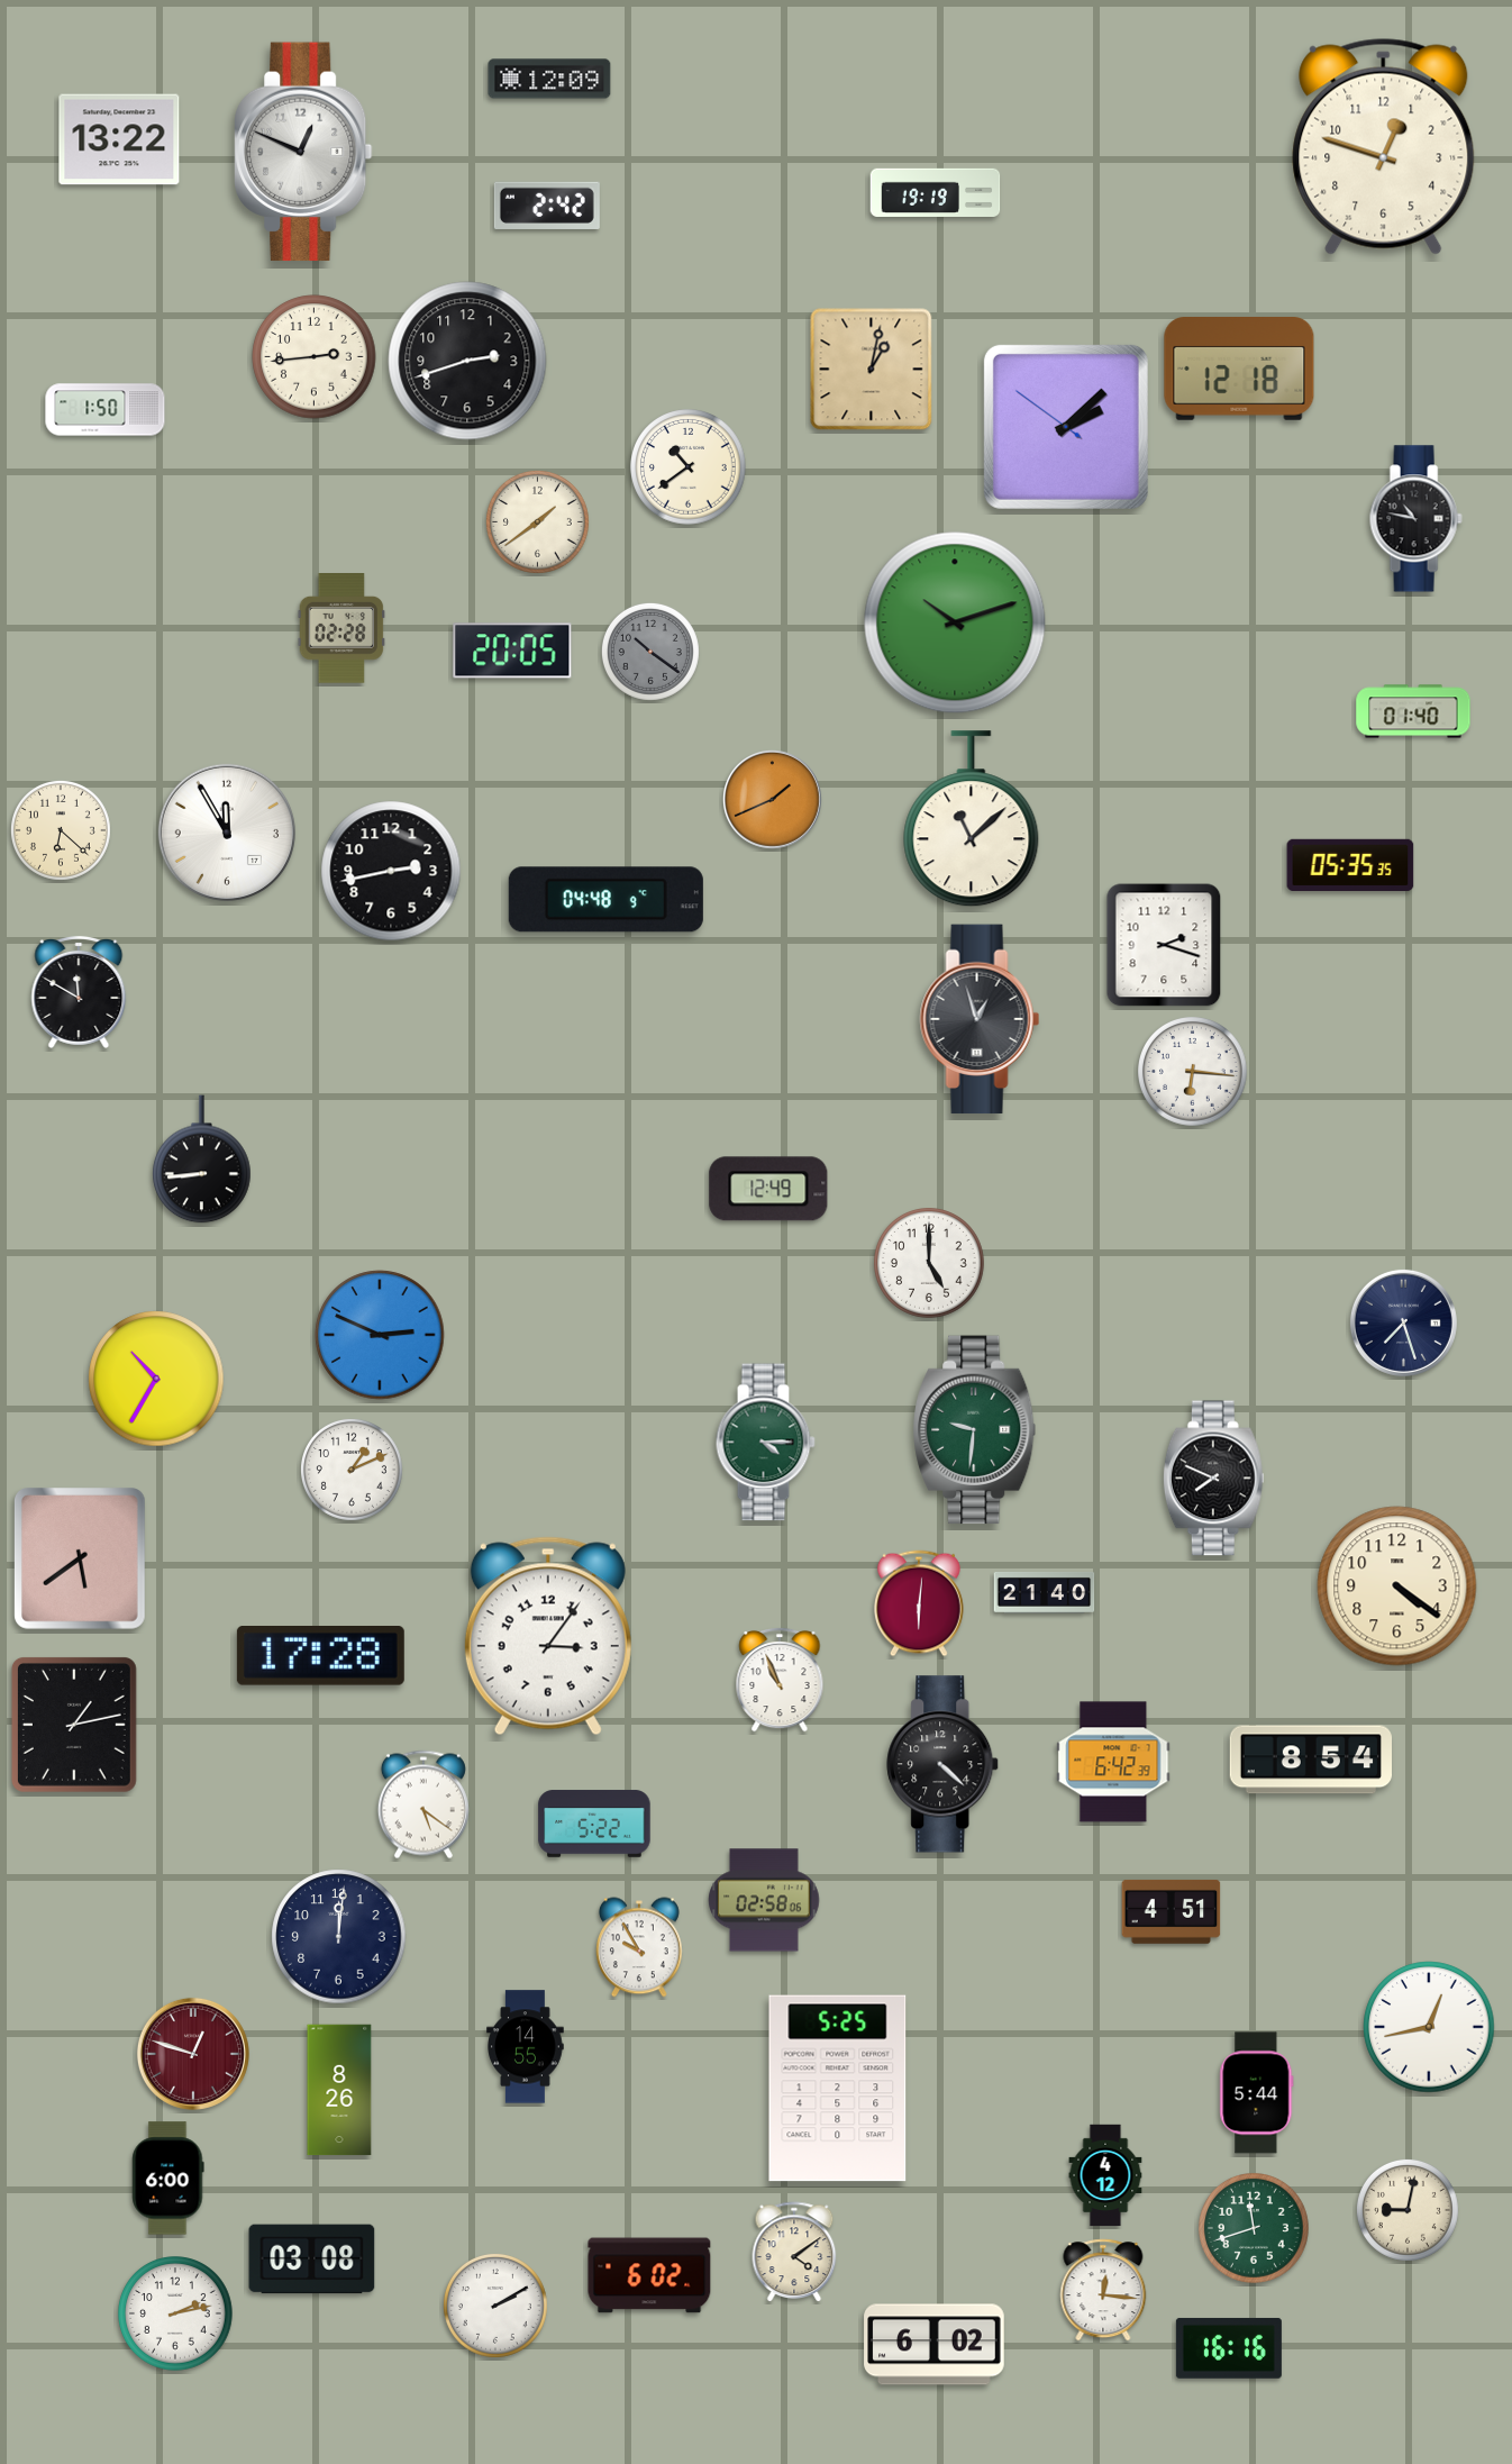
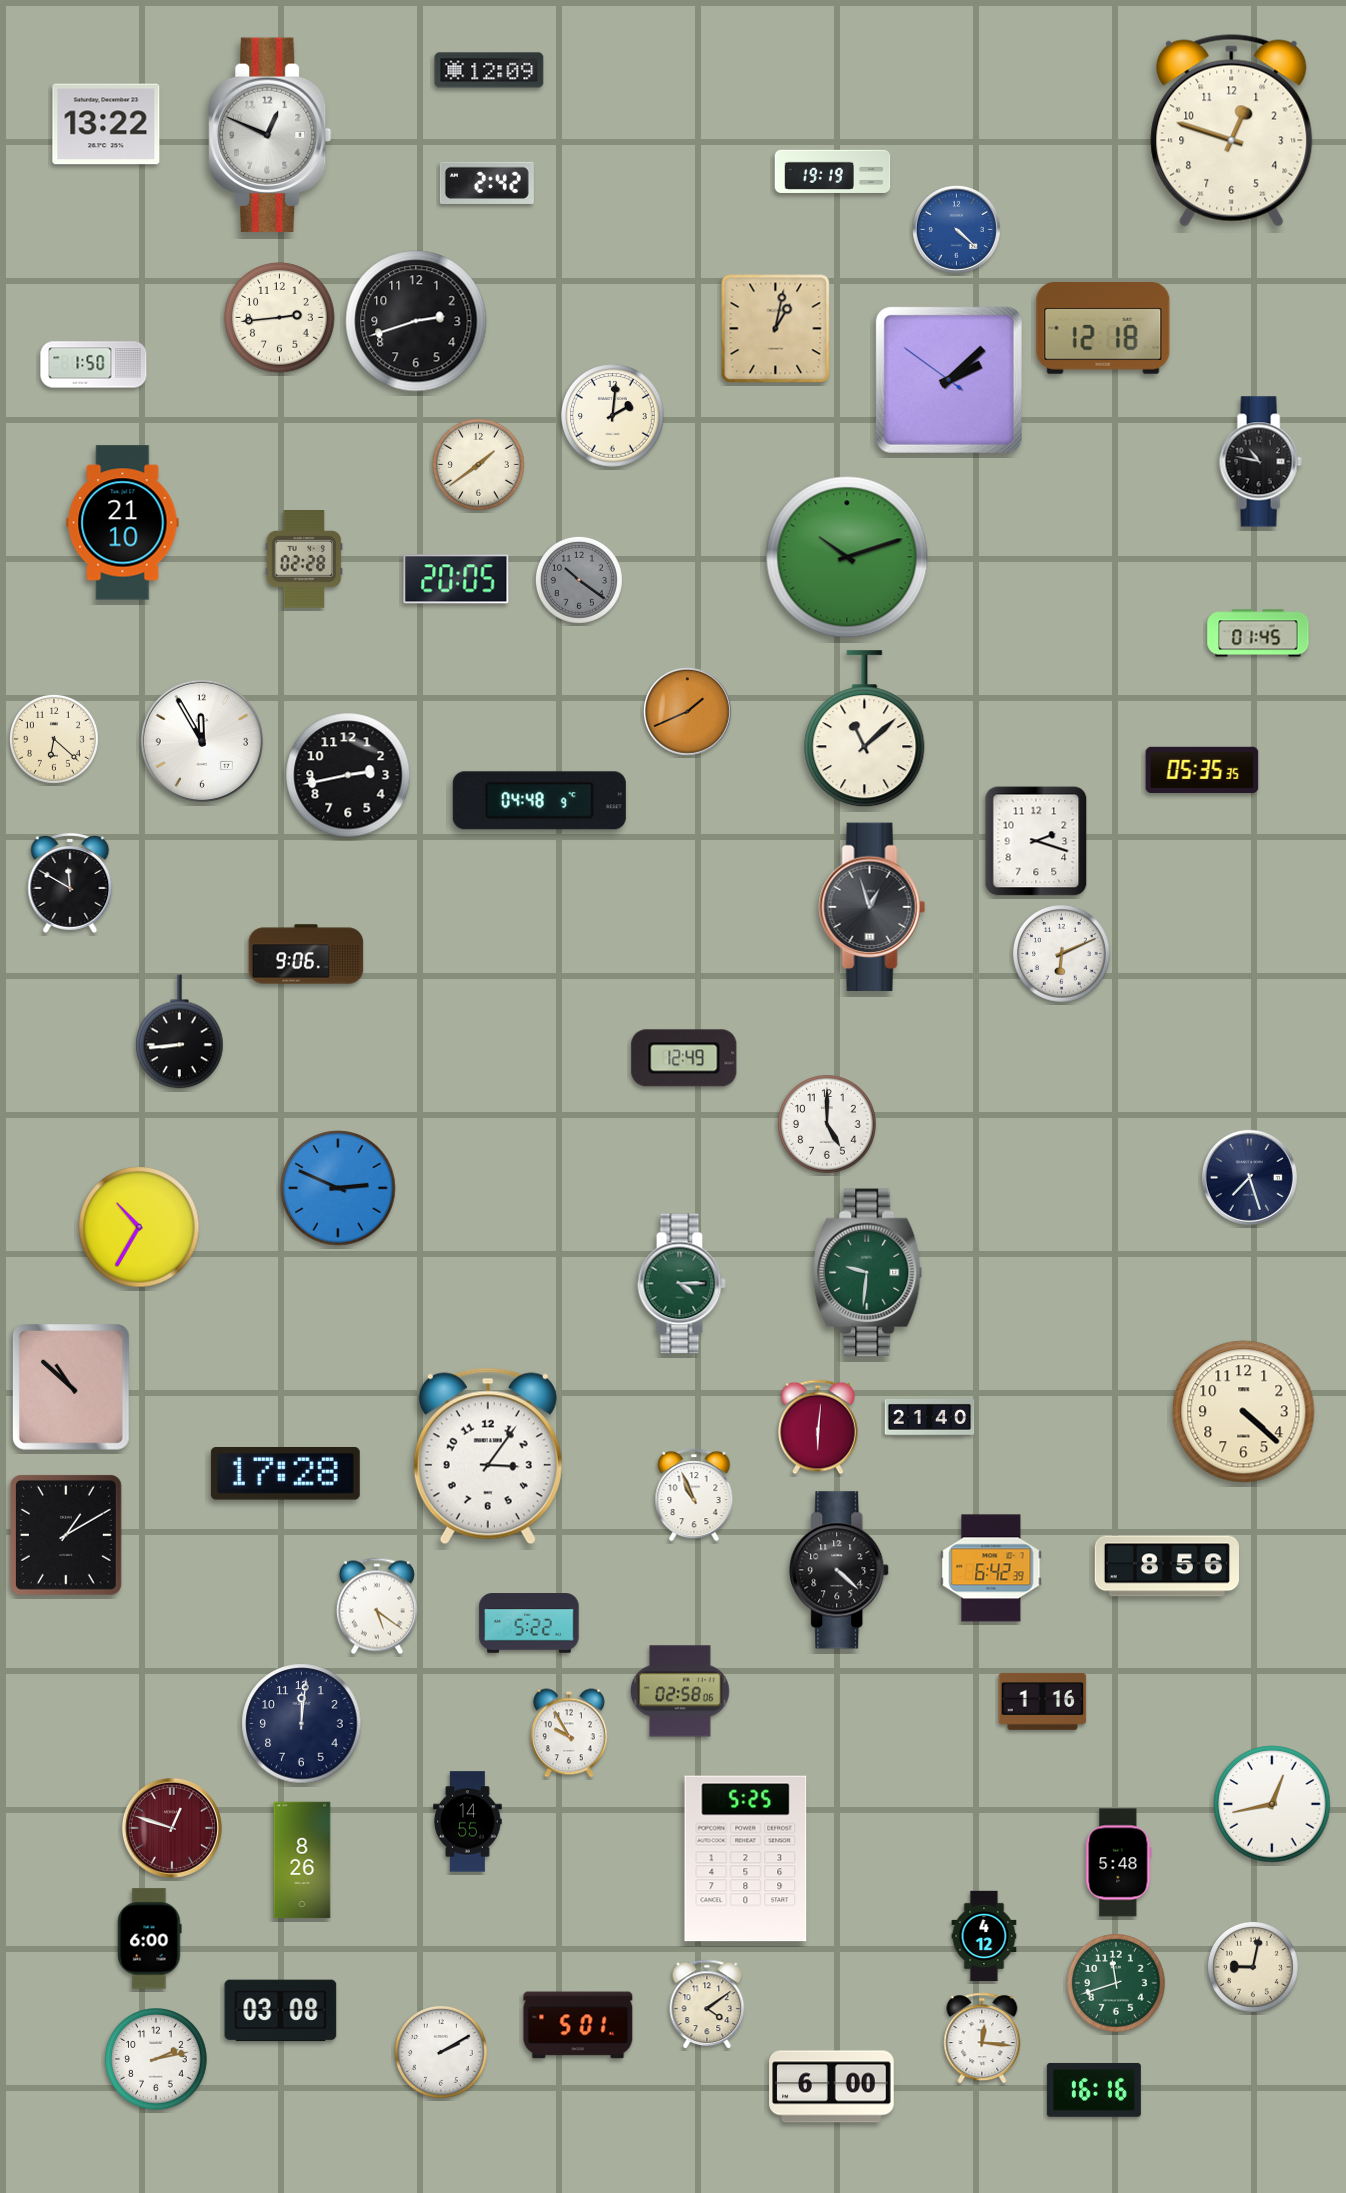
clock at (956, 229): none -> 4:22
clock at (689, 467): 10:39 -> 2:01
clock at (123, 523): none -> 21:10
clock at (955, 622) position: (955, 622) -> (847, 557)
clock at (1413, 711): 01:40 -> 01:45
clock at (306, 954): none -> 9:06
clock at (1193, 1072): 6:16 -> 6:11
clock at (352, 1470): 1:11 -> none
clock at (1213, 1479): 7:49 -> none
clock at (80, 1560): 5:39 -> 10:52
clock at (1397, 1586): 4:21 -> 4:22
clock at (74, 1725): 1:13 -> 1:10
clock at (1310, 1760): 8:54 -> 8:56
clock at (1172, 1911): 4:51 -> 1:16
clock at (1257, 2093): 5:44 -> 5:48
clock at (312, 2260) position: (312, 2260) -> (281, 2011)
clock at (649, 2275): 6:02 -> 5:01
clock at (935, 2345): 6:02 -> 6:00
